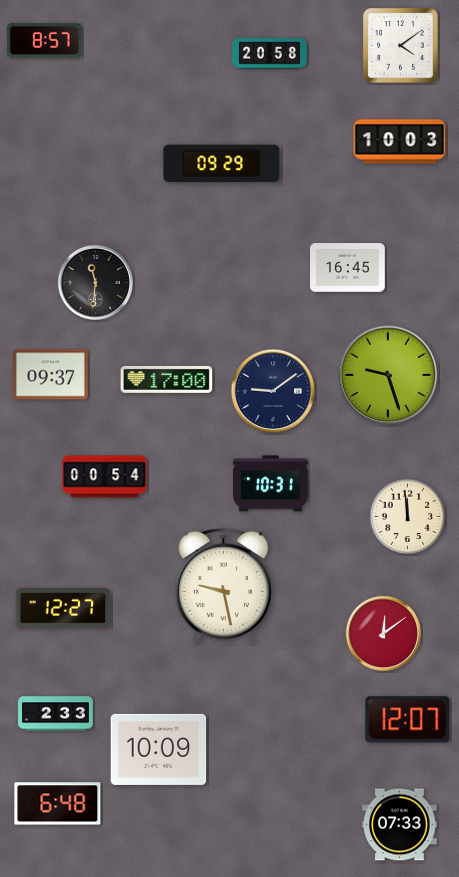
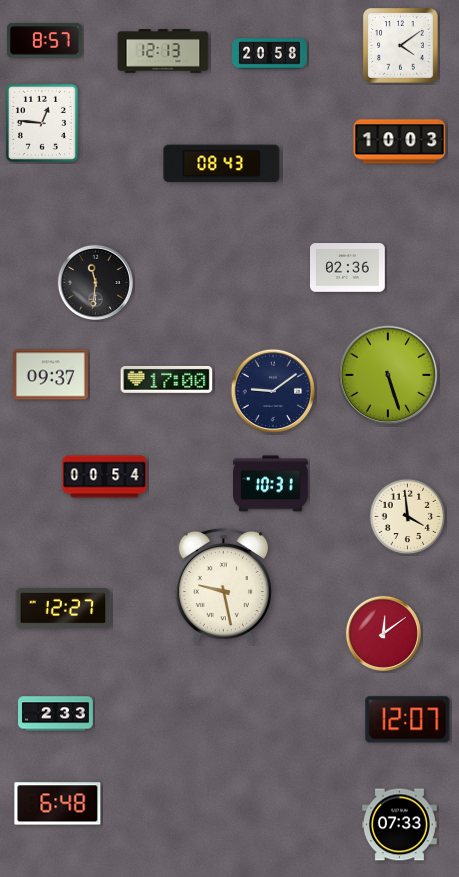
clock at (163, 51): none -> 12:13
clock at (42, 123): none -> 12:46
clock at (222, 164): 09:29 -> 08:43
clock at (348, 268): 16:45 -> 02:36
clock at (388, 375): 9:27 -> 5:27
clock at (408, 517): 11:59 -> 3:59
clock at (159, 749): 10:09 -> none
